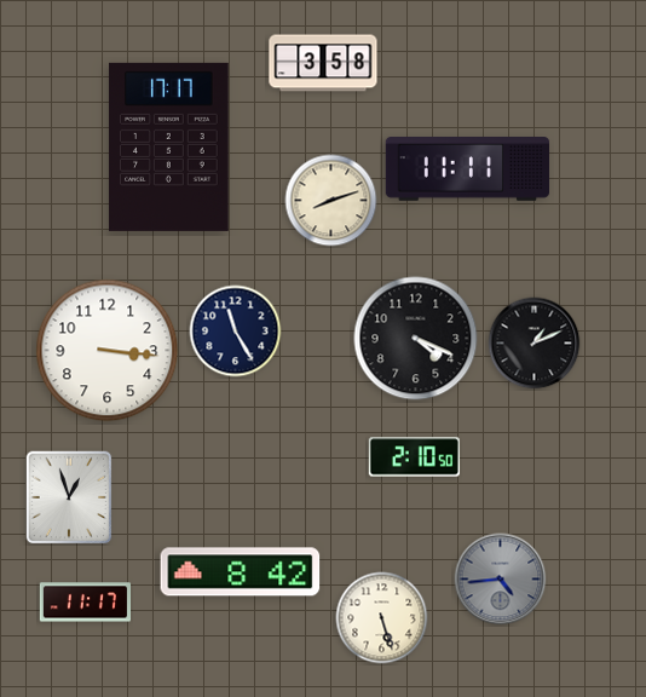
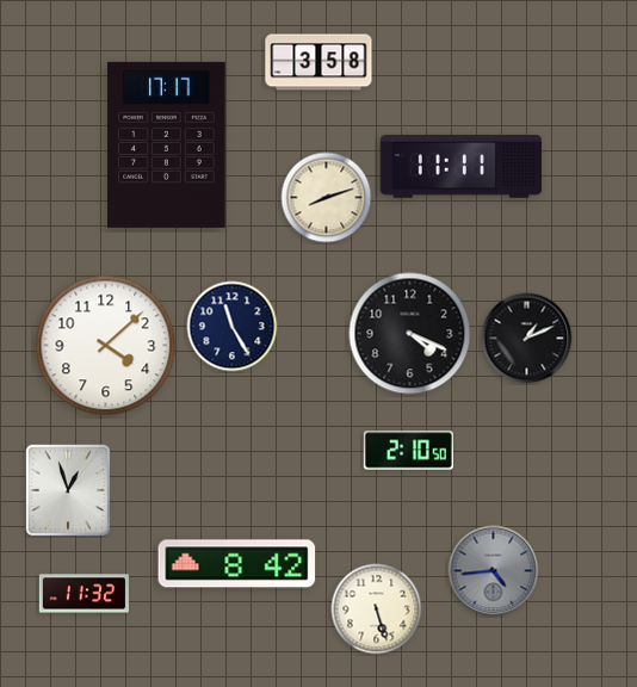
clock at (108, 351): 3:16 -> 4:08
clock at (85, 603): 11:17 -> 11:32
